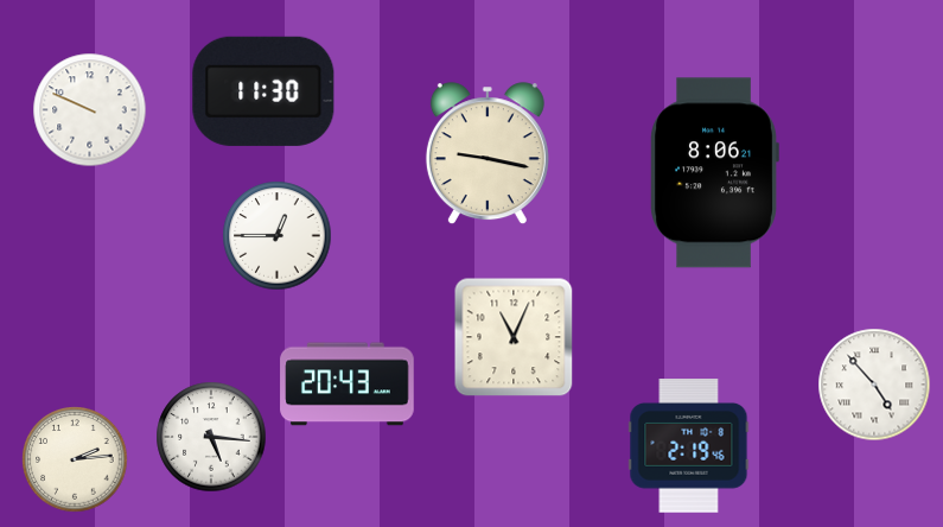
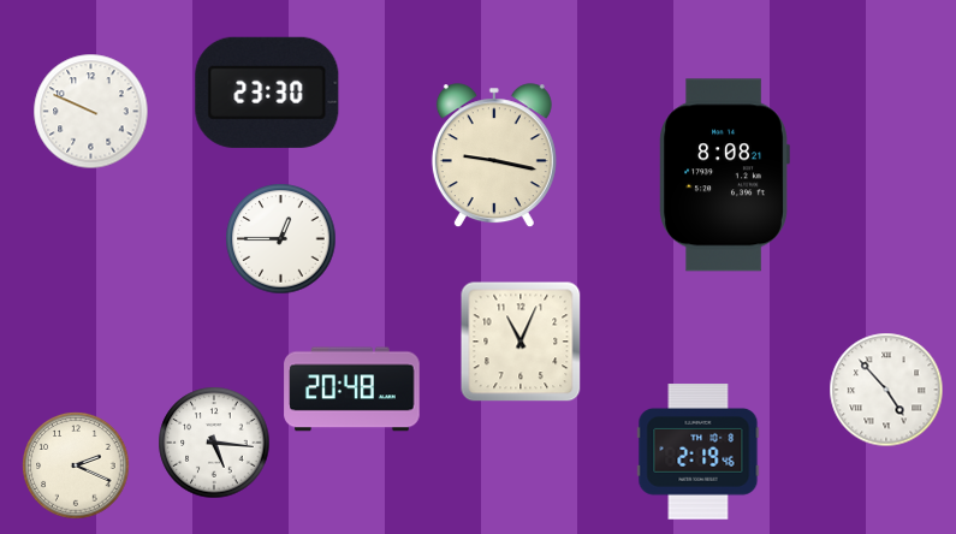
clock at (263, 91): 11:30 -> 23:30
clock at (714, 173): 8:06 -> 8:08
clock at (348, 385): 20:43 -> 20:48
clock at (75, 459): 2:14 -> 2:19
